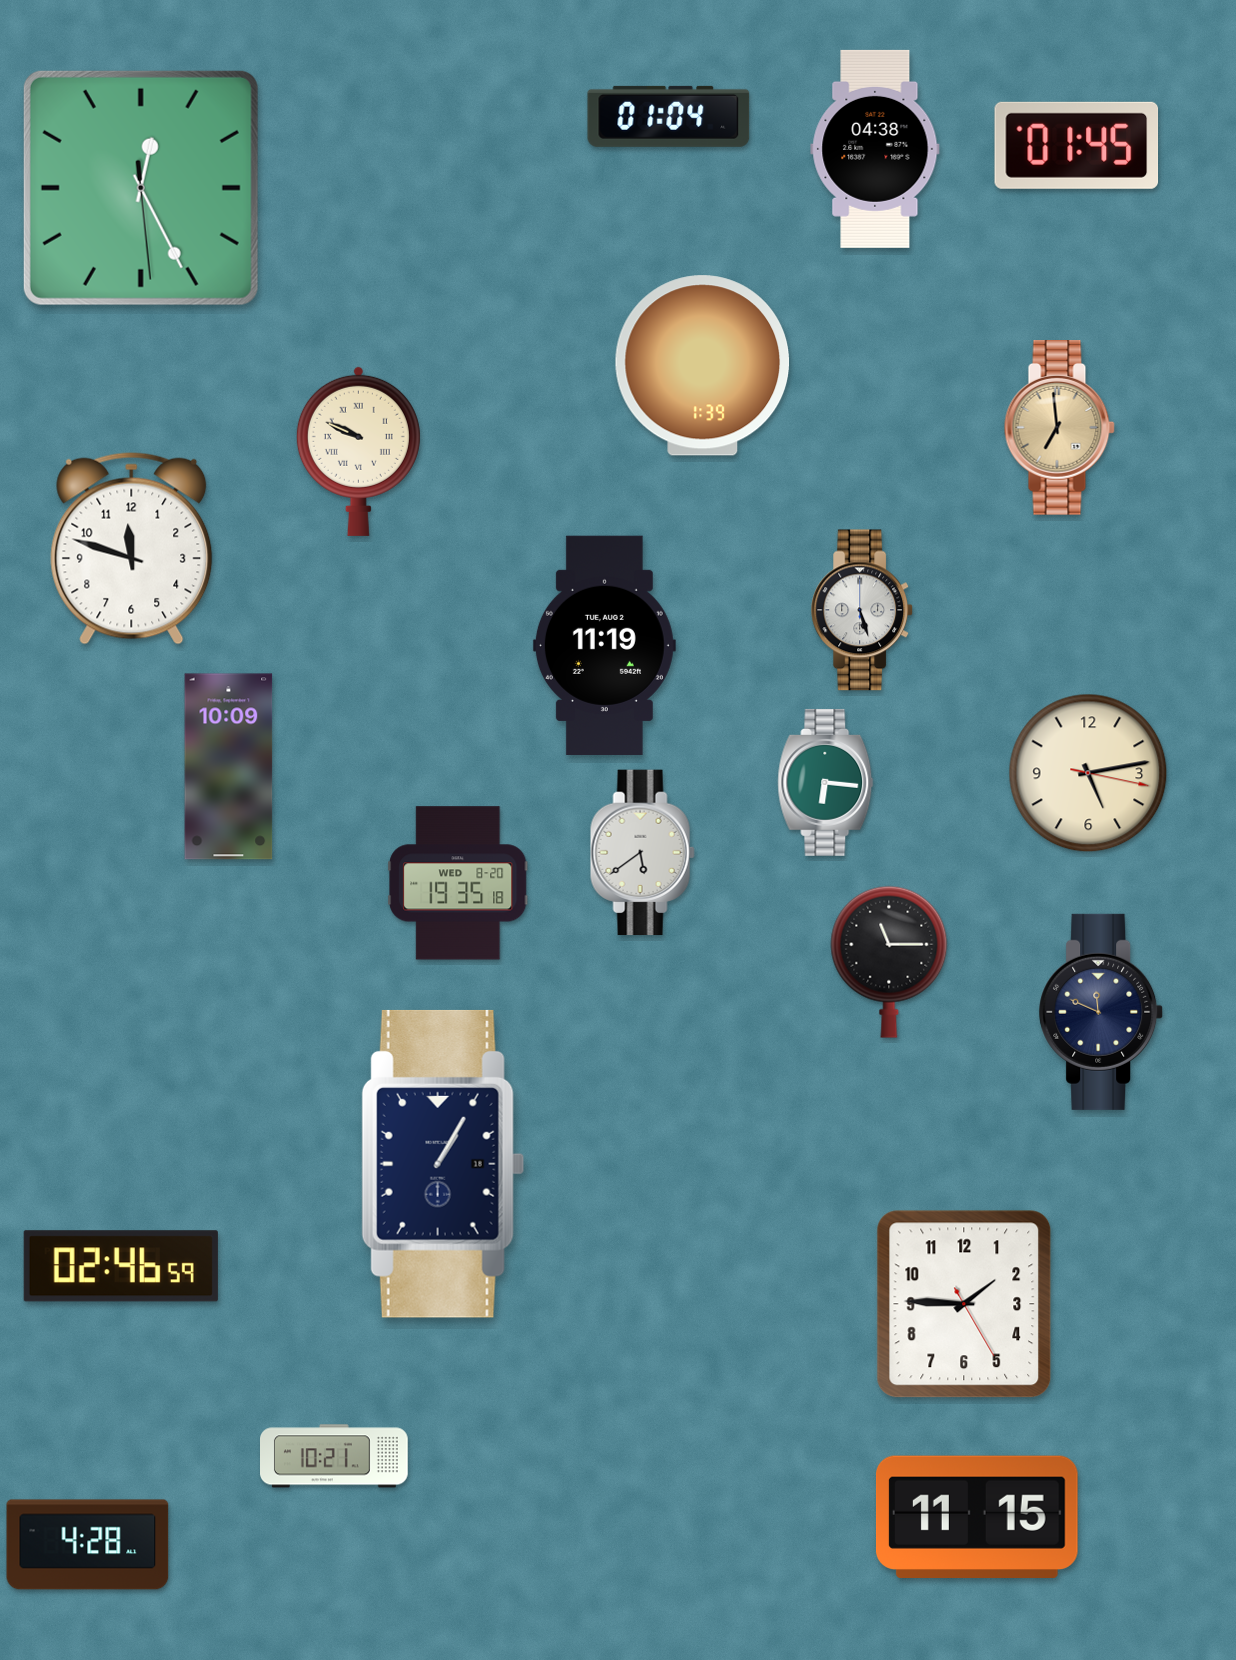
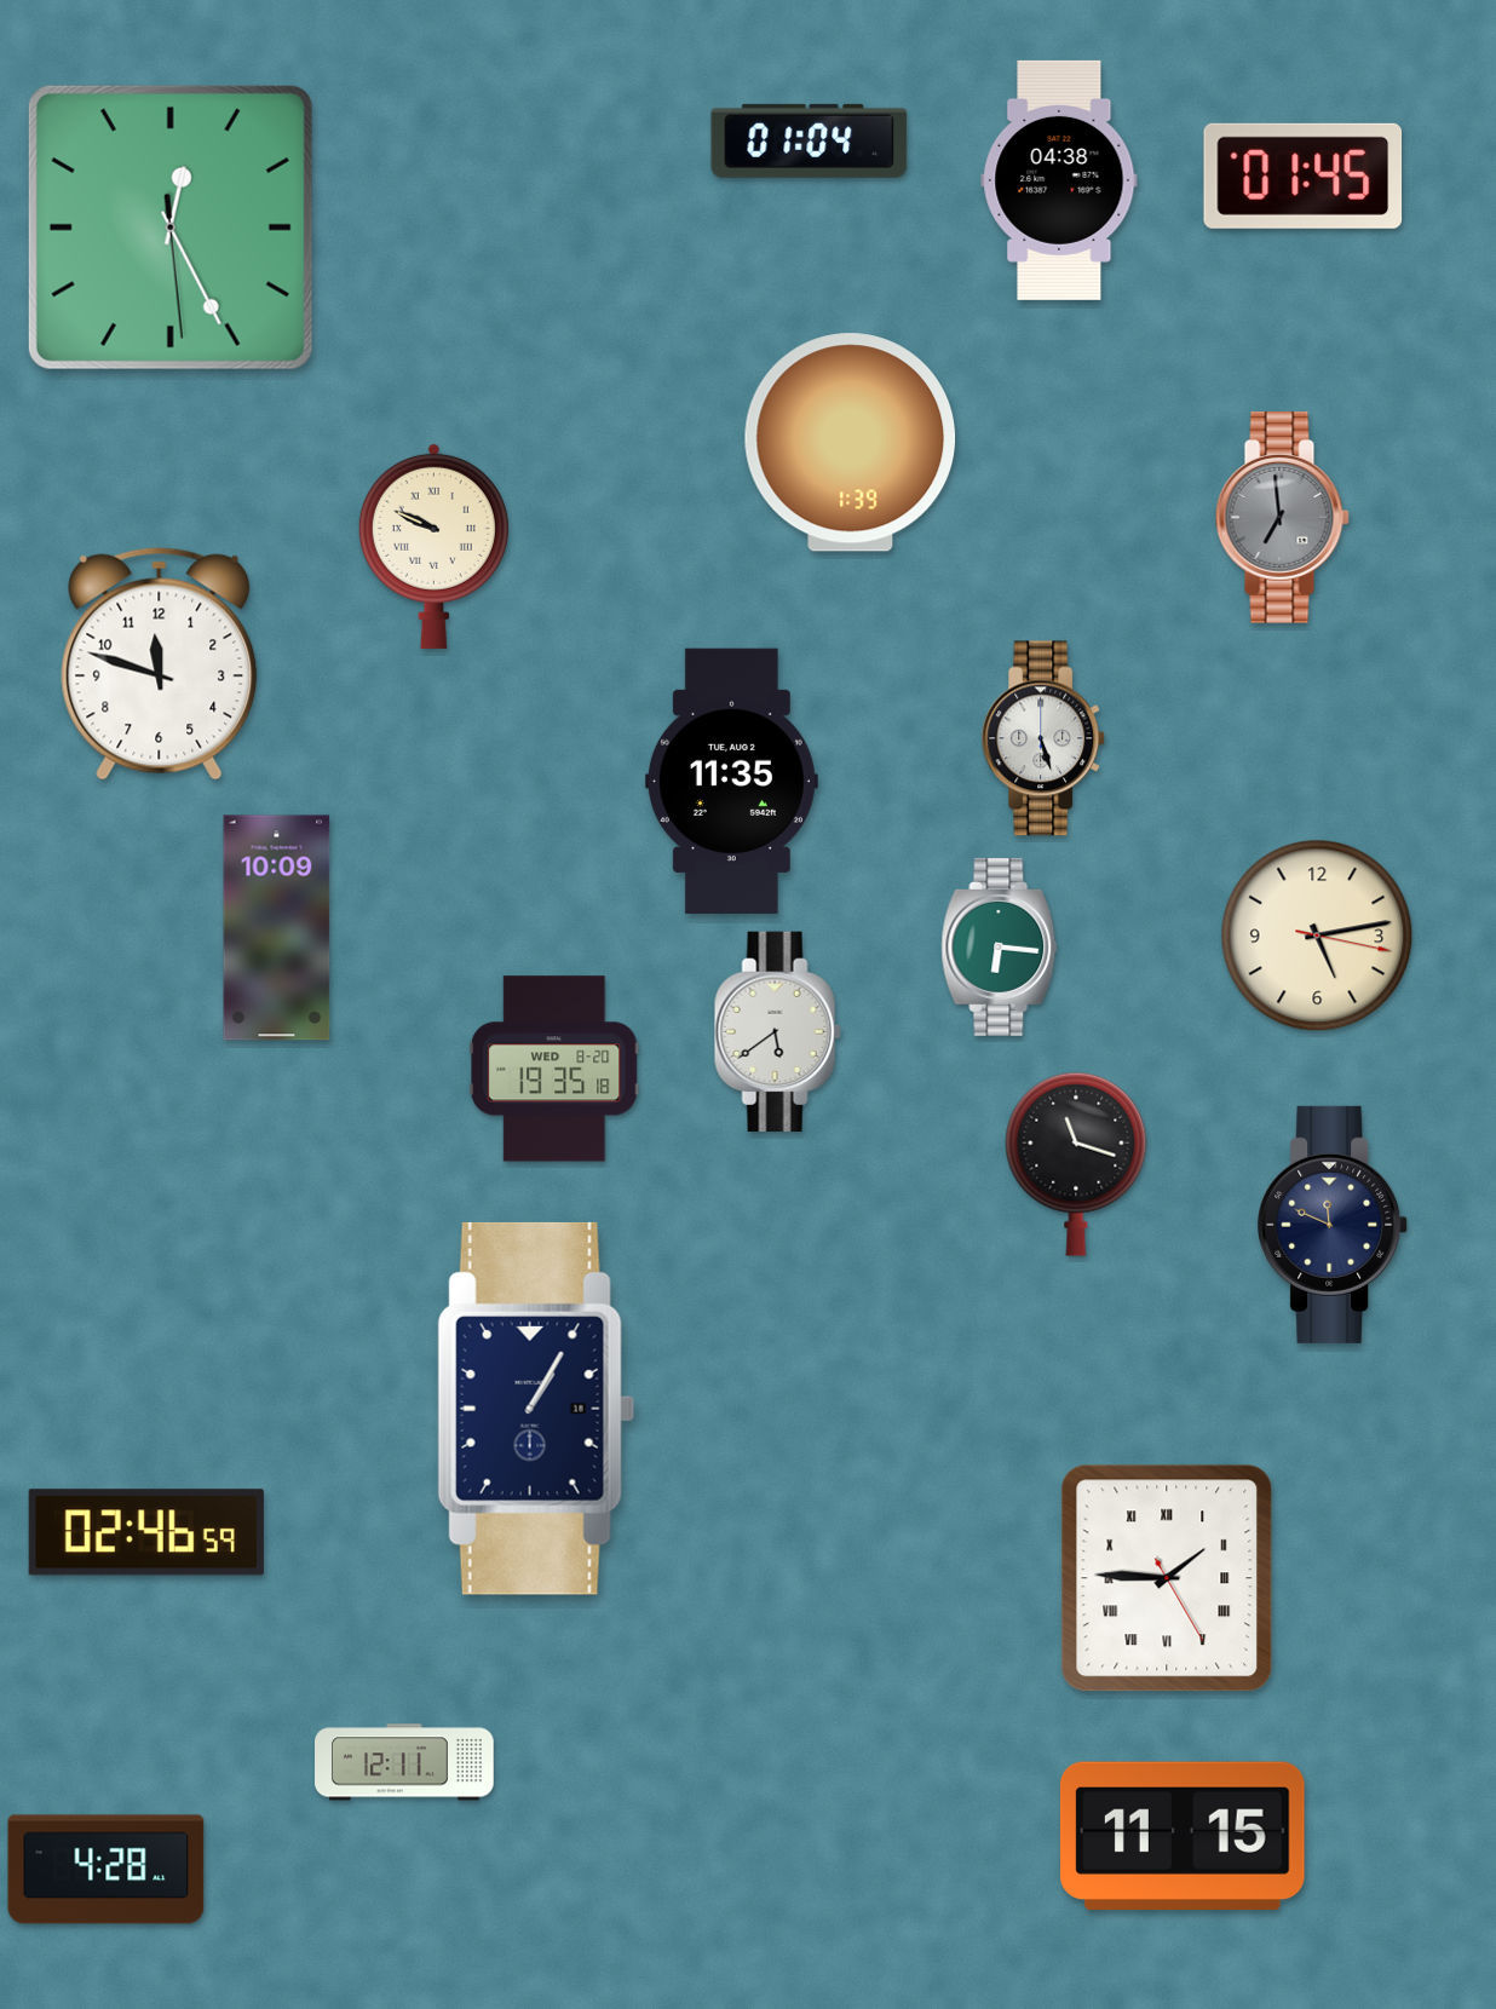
clock at (1059, 428) dial: champagne -> grey
clock at (604, 645): 11:19 -> 11:35
clock at (889, 962): 11:15 -> 11:18
clock at (964, 1304) numerals: Arabic -> Roman
clock at (335, 1456): 10:21 -> 12:11
